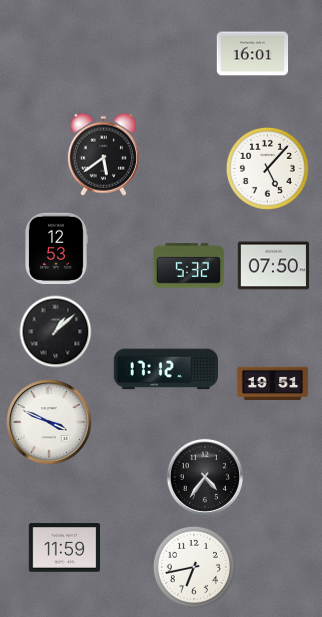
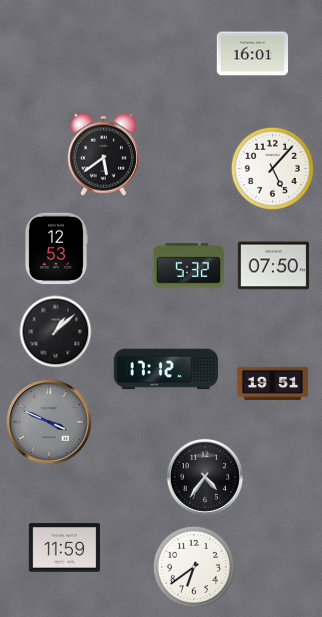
clock at (267, 168) position: (267, 168) -> (272, 168)
clock at (49, 422) dial: white -> grey
clock at (194, 567): 6:43 -> 6:39
